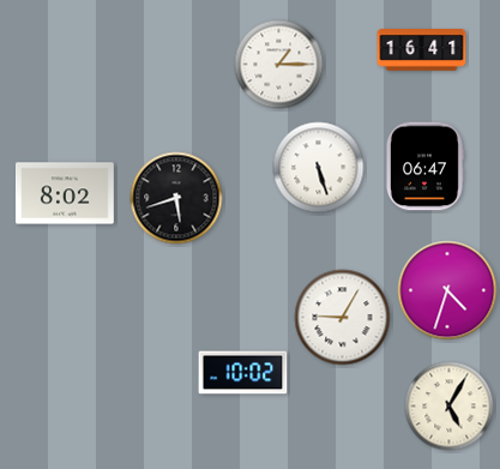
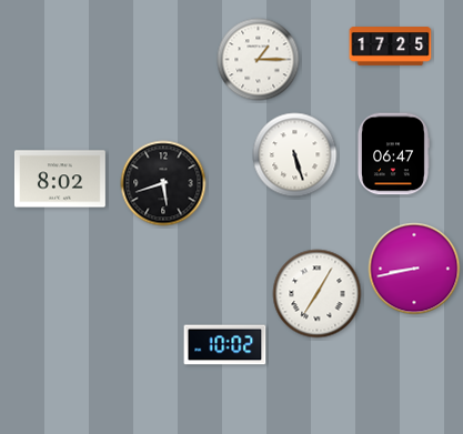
clock at (422, 50): 16:41 -> 17:25
clock at (447, 290): 4:33 -> 8:43
clock at (343, 318): 9:05 -> 7:05
clock at (450, 407): 5:05 -> none
